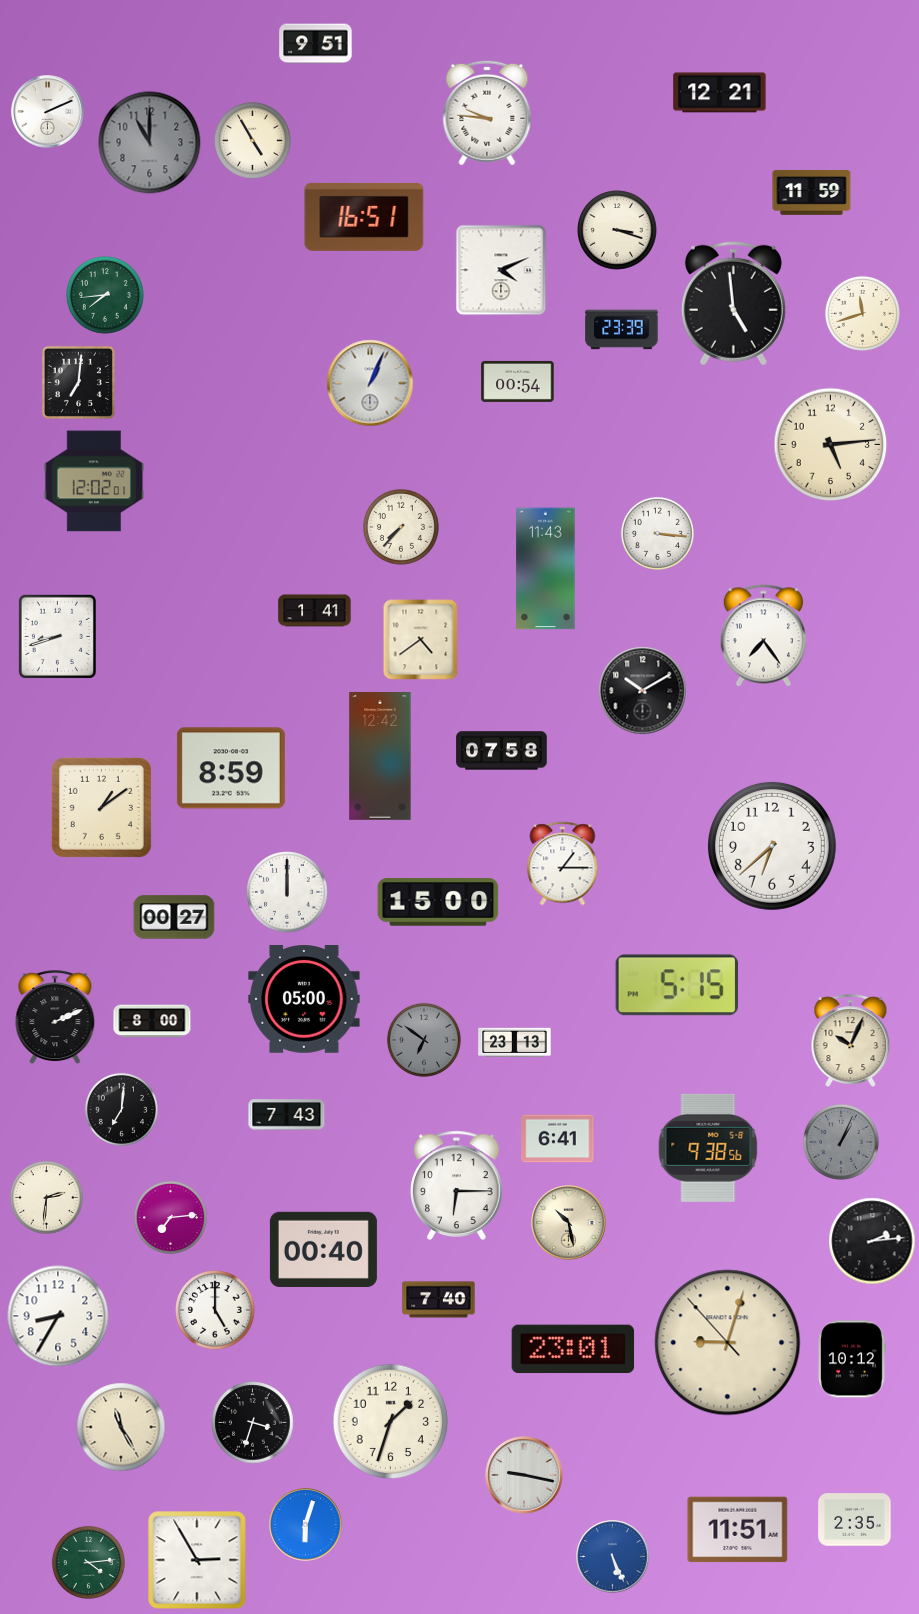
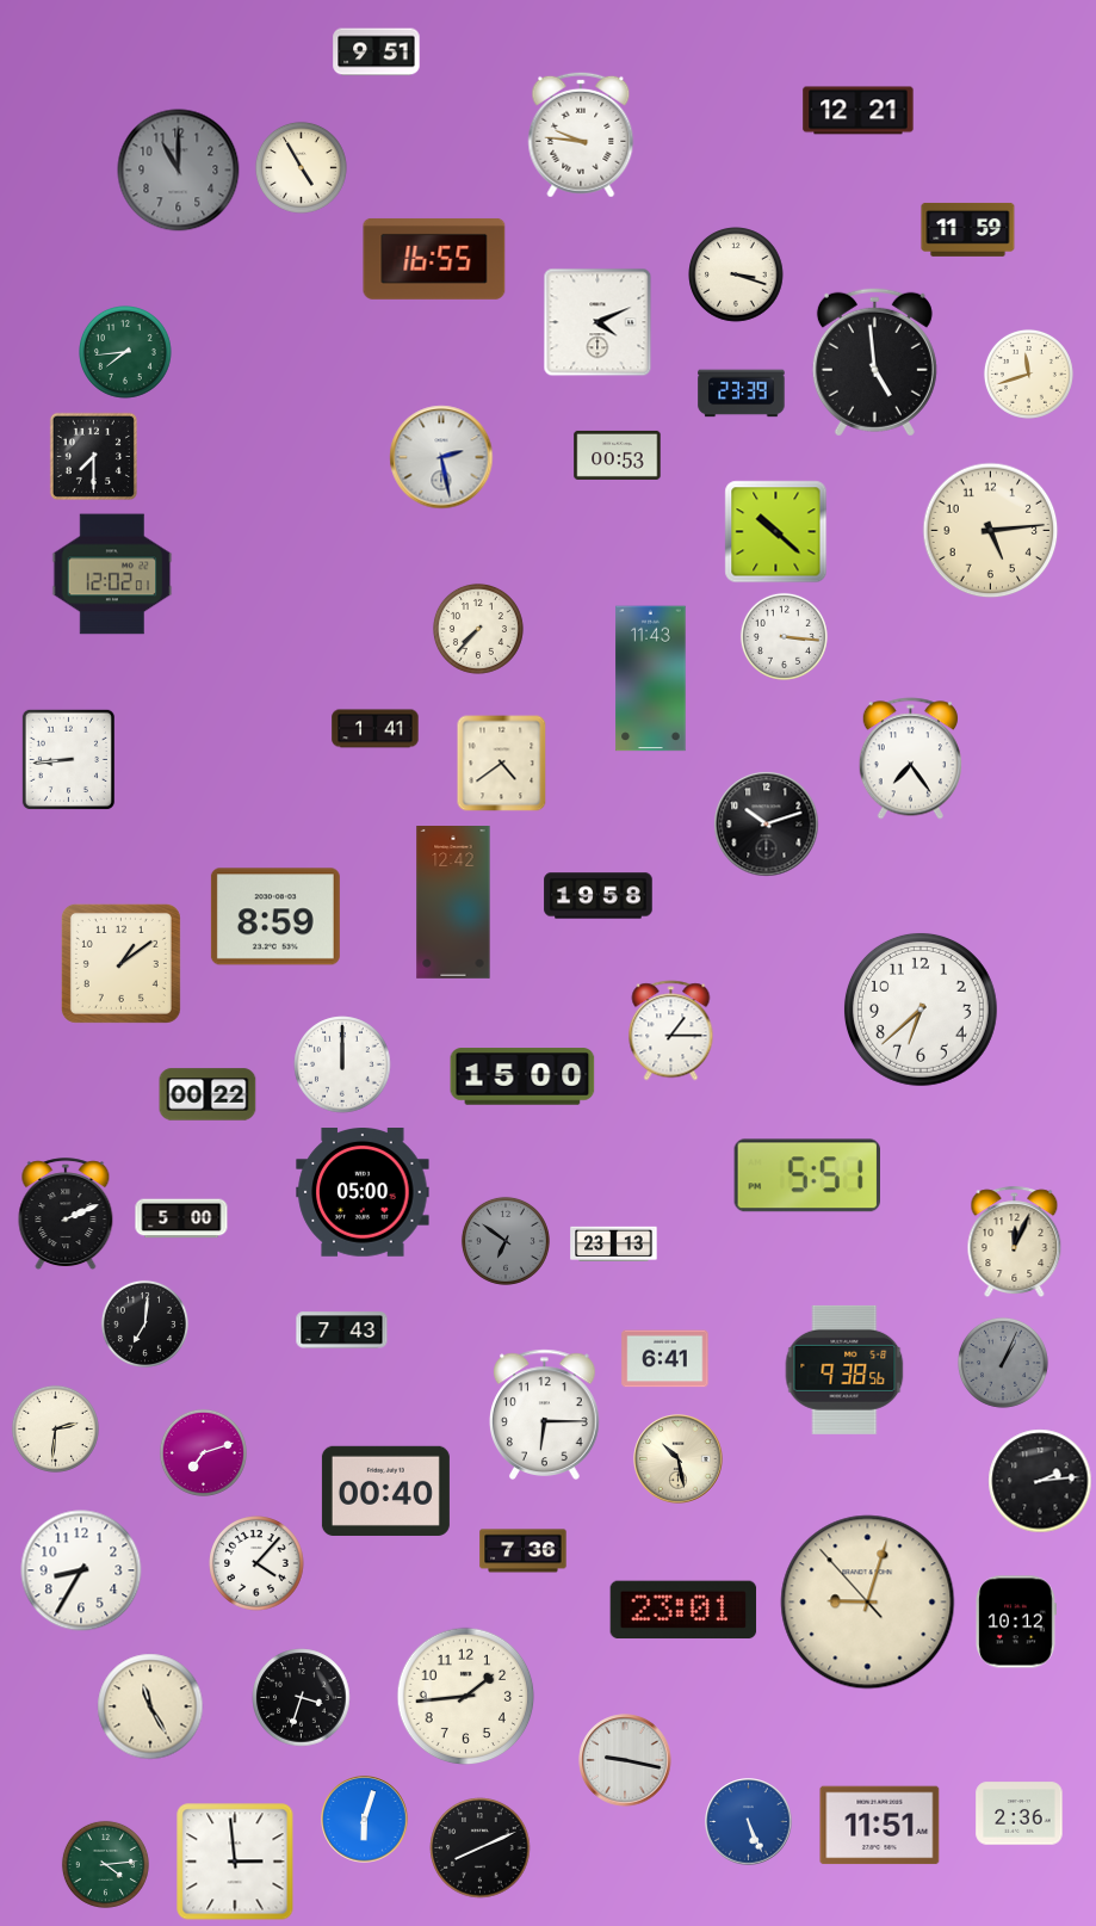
clock at (48, 112): 2:11 -> none
clock at (364, 217): 16:51 -> 16:55
clock at (518, 381): 00:54 -> 00:53
clock at (78, 382): 7:01 -> 7:30
clock at (370, 383): 1:04 -> 2:28
clock at (776, 532): none -> 10:22
clock at (57, 636): 8:42 -> 8:44
clock at (643, 691): 10:10 -> 10:12
clock at (502, 751): 07:58 -> 19:58
clock at (174, 917): 00:27 -> 00:22
clock at (676, 985): 5:15 -> 5:51
clock at (152, 1021): 8:00 -> 5:00
clock at (851, 1040): 10:04 -> 12:04
clock at (170, 1217): 7:14 -> 7:12
clock at (439, 1300): 7:40 -> 7:36
clock at (215, 1310): 5:00 -> 4:07
clock at (58, 1316) position: (58, 1316) -> (81, 1570)
clock at (391, 1422): 1:33 -> 1:44
clock at (121, 1427) position: (121, 1427) -> (150, 1706)
clock at (855, 1520): 2:35 -> 2:36
clock at (481, 1848): none -> 8:11
clock at (613, 1557) position: (613, 1557) -> (749, 1822)
clock at (197, 1560): 2:55 -> 2:59
